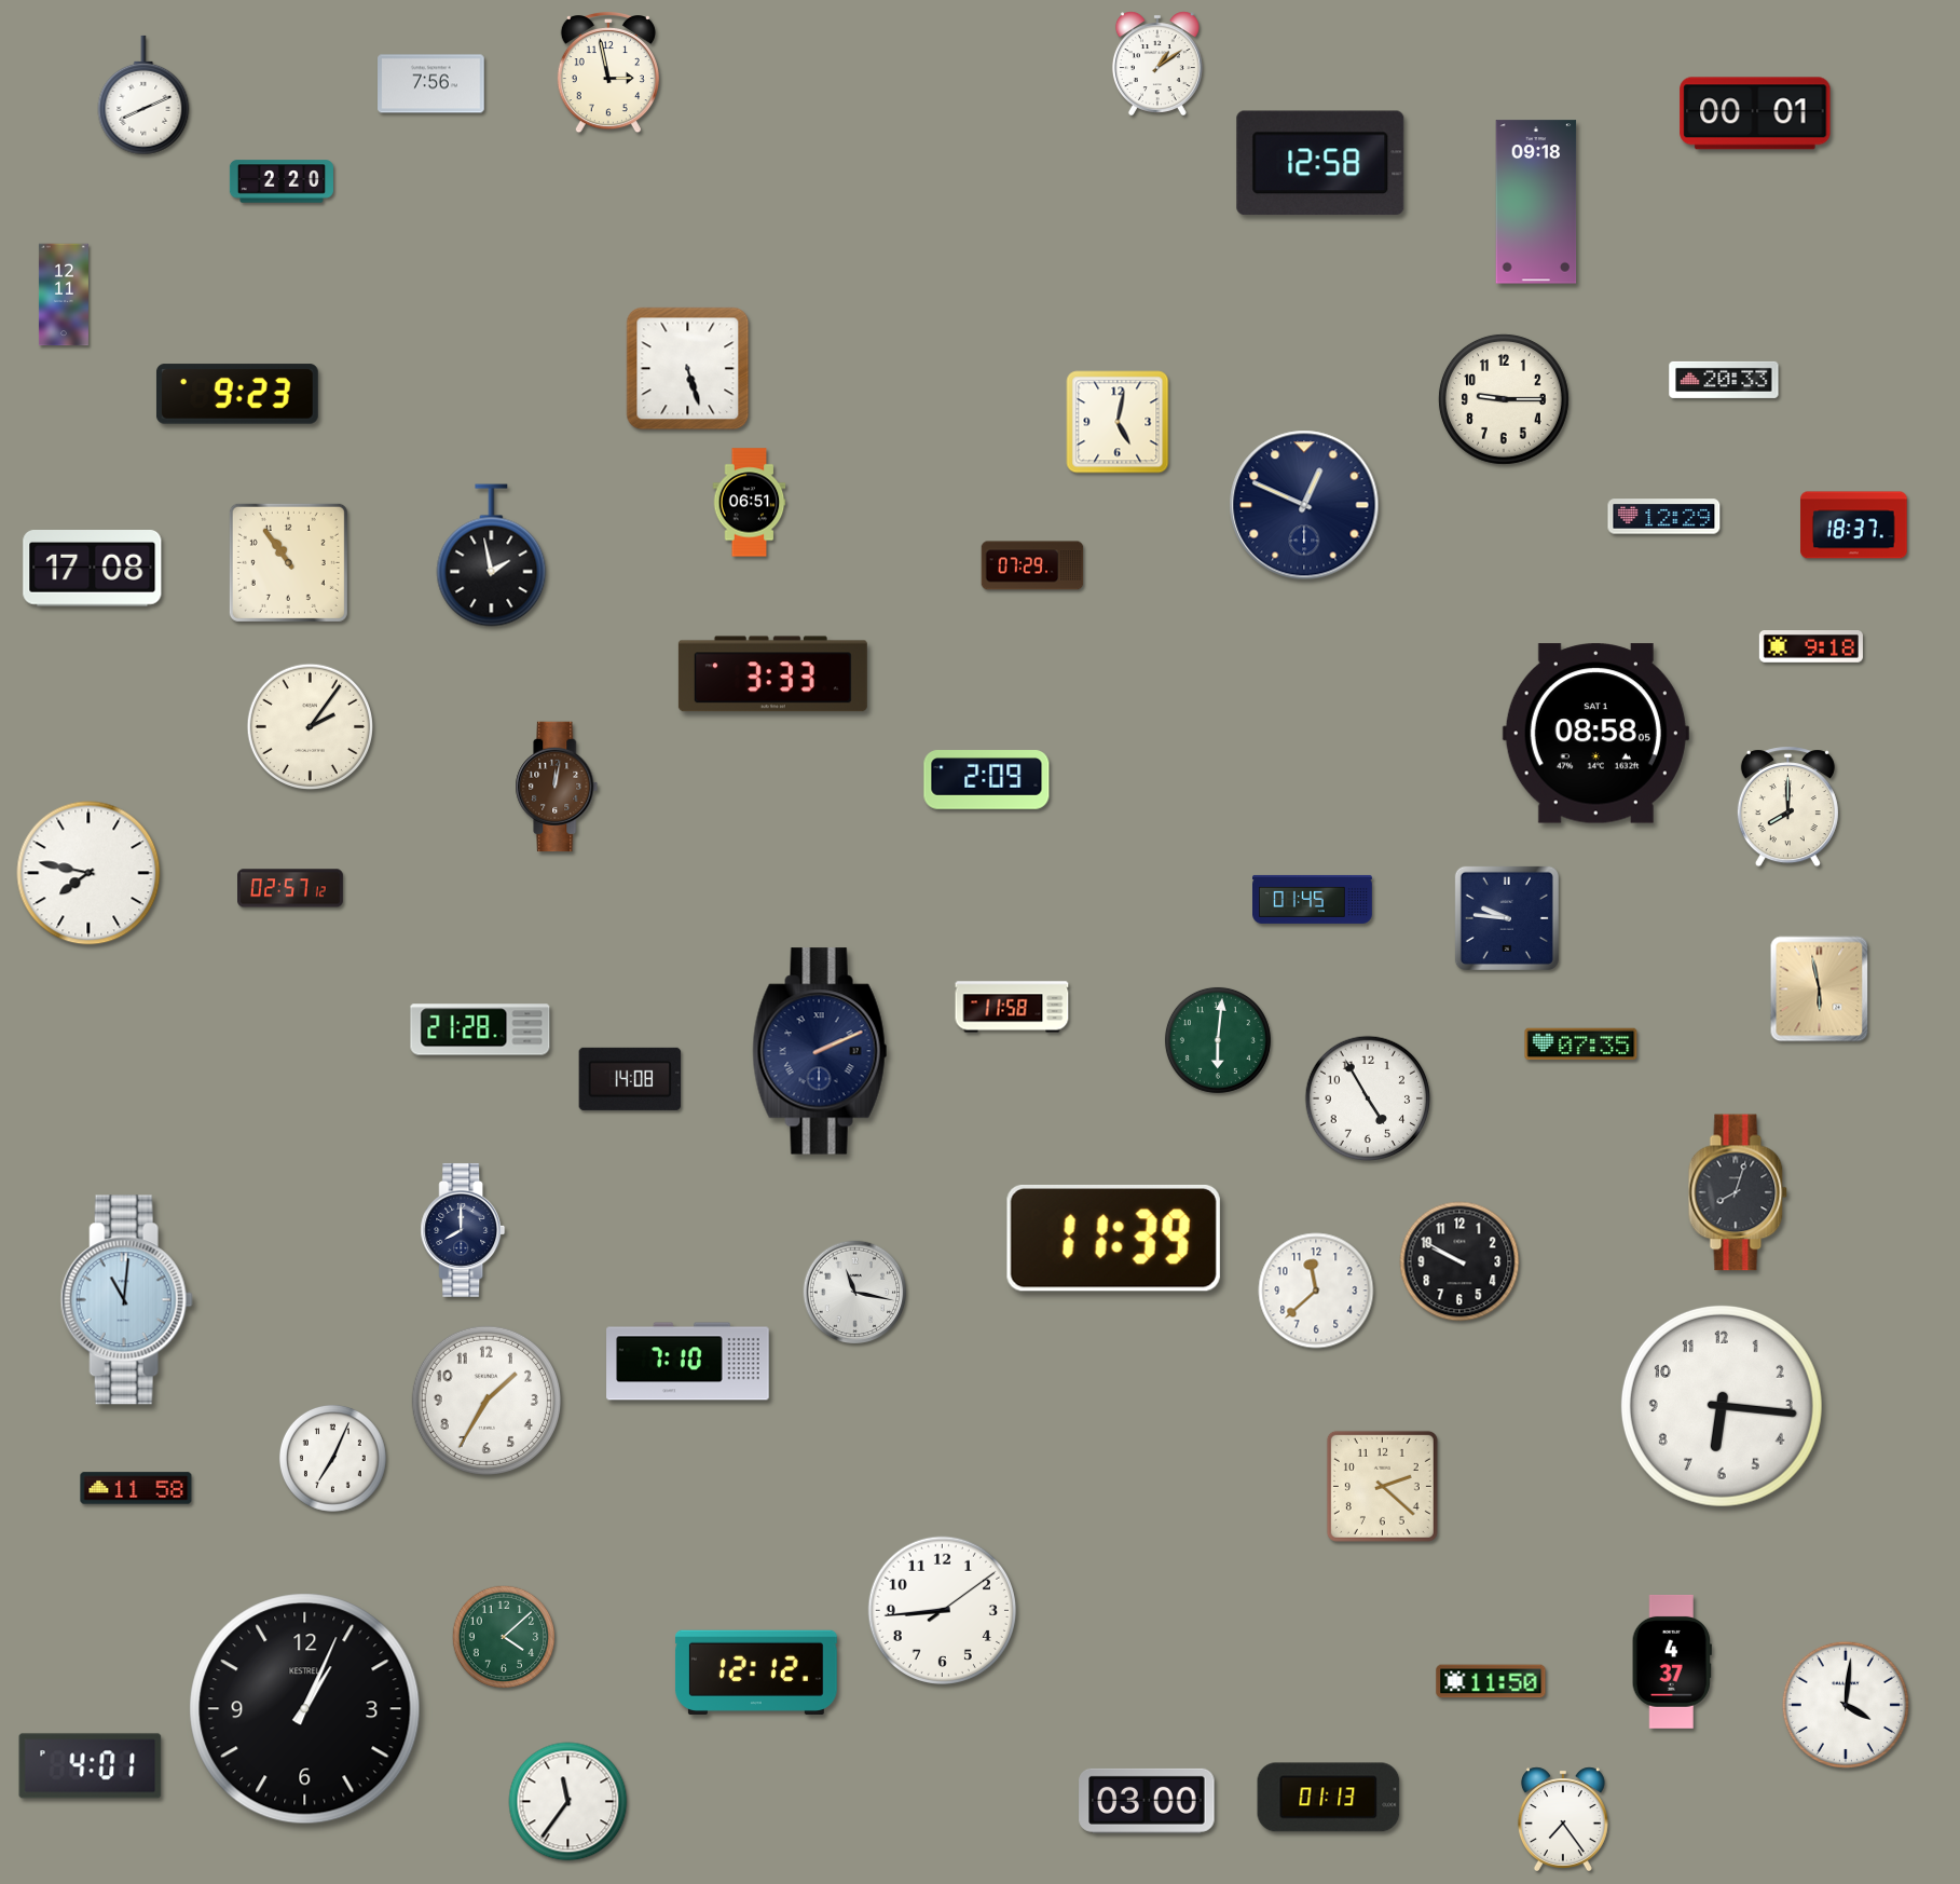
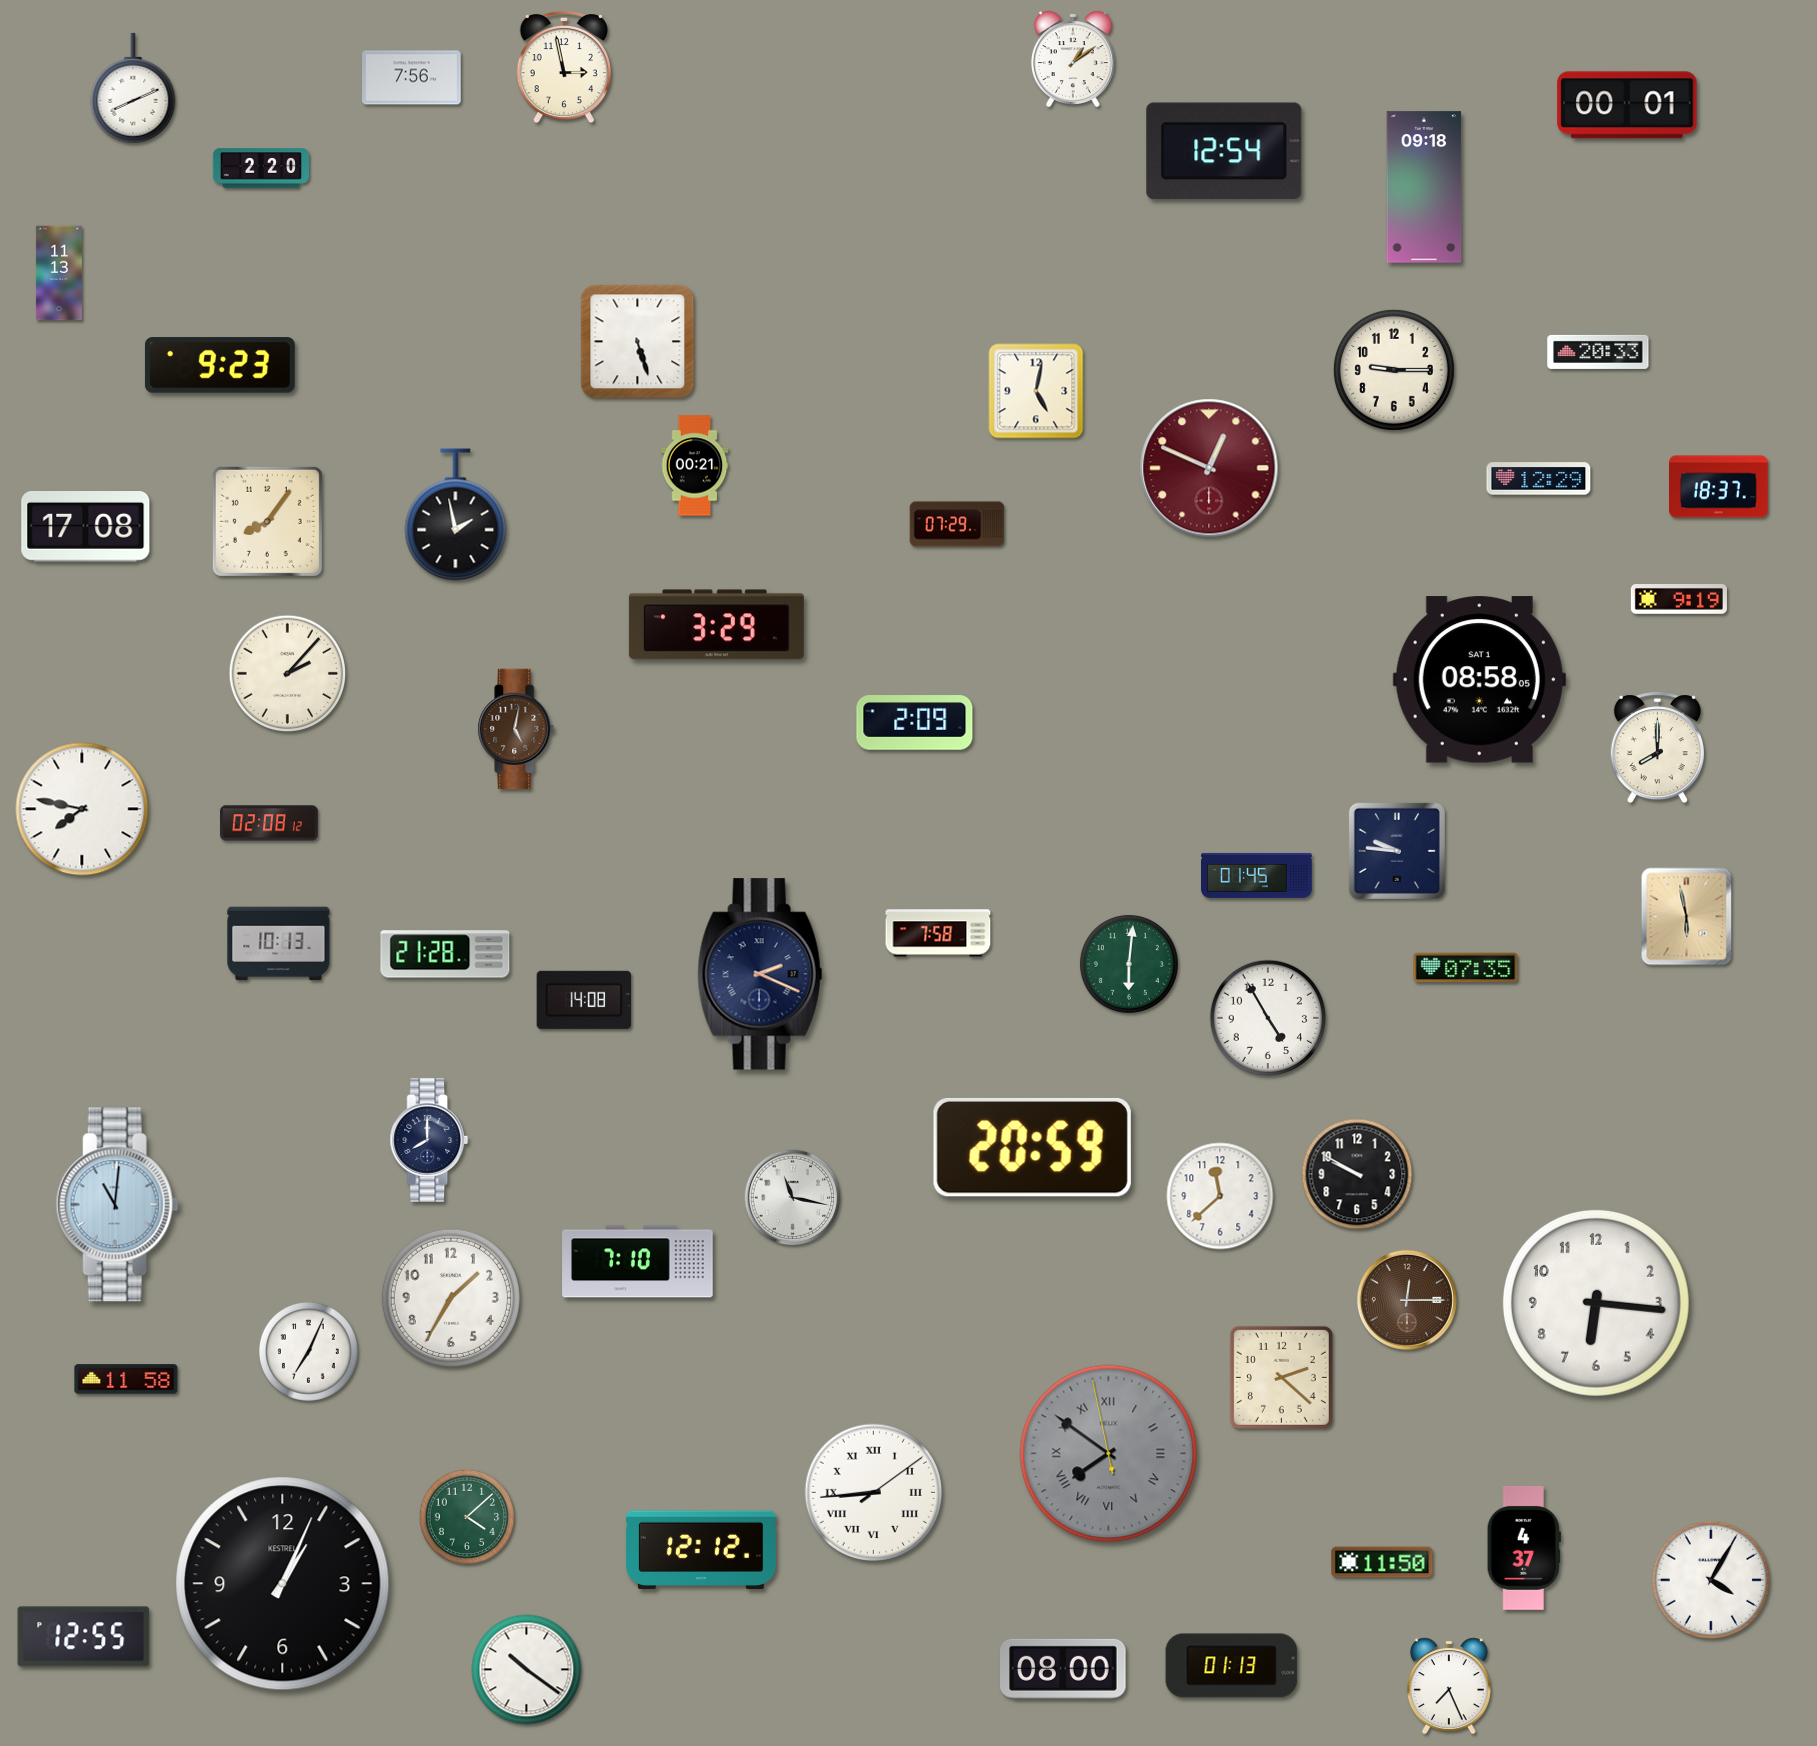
clock at (431, 84) position: (431, 84) -> (412, 78)
clock at (1320, 163): 12:58 -> 12:54
clock at (64, 295): 12:11 -> 11:13
clock at (750, 503): 06:51 -> 00:21
clock at (1304, 505) dial: navy -> burgundy
clock at (1664, 517) position: (1664, 517) -> (1539, 479)
clock at (288, 562): 10:54 -> 8:06
clock at (1811, 647): 9:18 -> 9:19
clock at (772, 674): 3:33 -> 3:29
clock at (310, 726): 2:06 -> 2:07
clock at (557, 787): 12:02 -> 5:02
clock at (291, 888): 02:57 -> 02:08
clock at (1313, 899) position: (1313, 899) -> (1257, 875)
clock at (1012, 1007): 11:58 -> 7:58
clock at (279, 944): none -> 10:13
clock at (820, 1051): 2:11 -> 2:19
clock at (1738, 1192): 8:03 -> none
clock at (1113, 1238): 11:39 -> 20:59
clock at (1459, 1261) position: (1459, 1261) -> (1357, 1174)
clock at (1407, 1300): none -> 12:15
clock at (1109, 1454): none -> 7:50
clock at (942, 1610) numerals: Arabic -> Roman
clock at (1672, 1662) position: (1672, 1662) -> (1524, 1548)
clock at (1491, 1681) position: (1491, 1681) -> (1382, 1562)
clock at (1846, 1705): 4:01 -> 4:05
clock at (91, 1766): 4:01 -> 12:55
clock at (1147, 1801): 03:00 -> 08:00
clock at (568, 1802): 11:36 -> 10:21
clock at (1563, 1818): 7:24 -> 7:26
